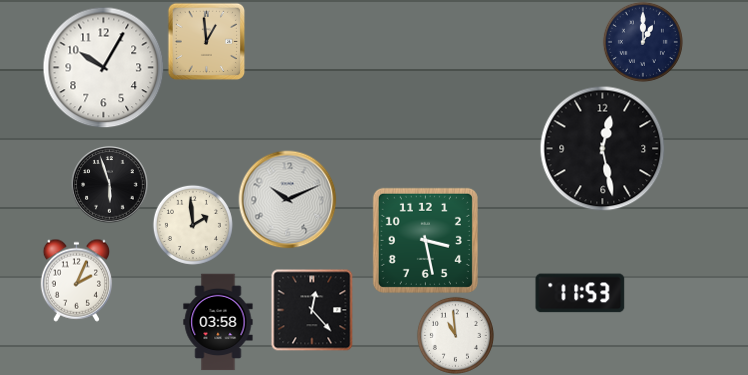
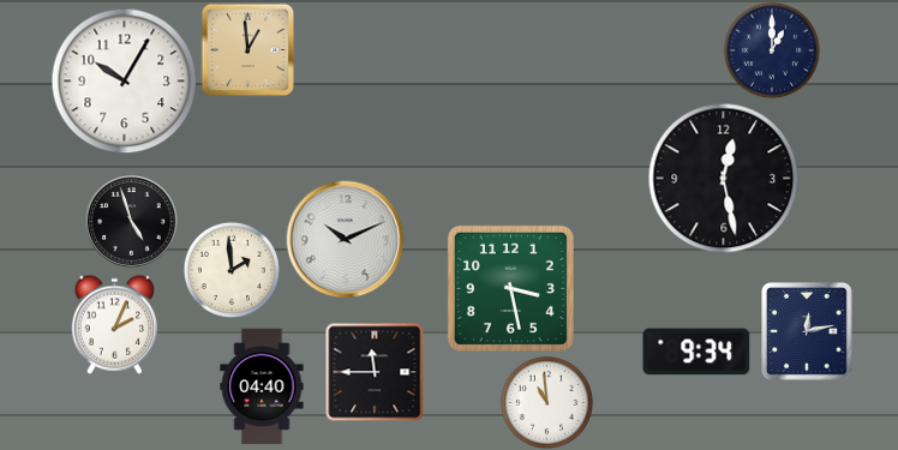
clock at (110, 185): 5:57 -> 4:57
clock at (808, 331): none -> 12:13
clock at (77, 280) position: (77, 280) -> (115, 324)
clock at (580, 293): 11:53 -> 9:34
clock at (312, 310): 12:23 -> 11:45
clock at (218, 322): 03:58 -> 04:40
